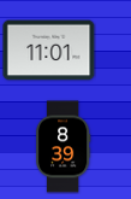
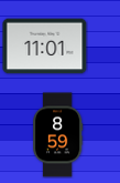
clock at (64, 147): 8:39 -> 8:59
